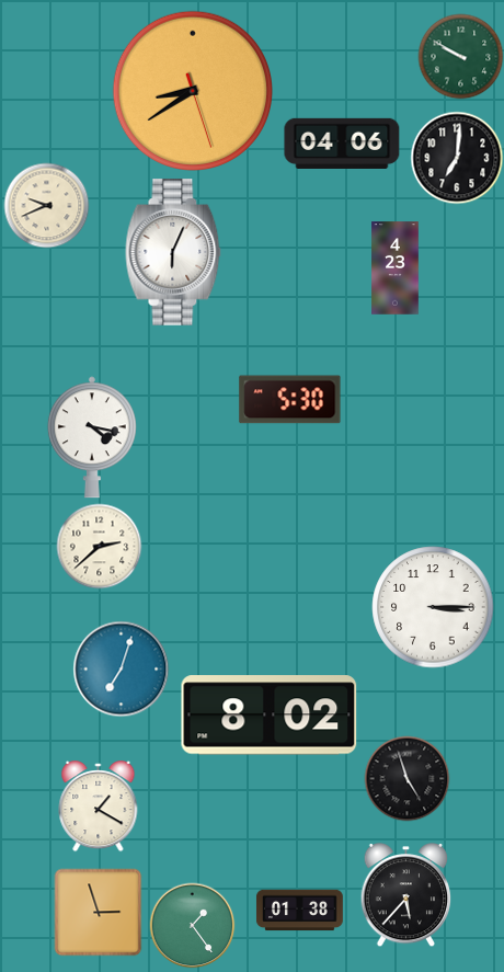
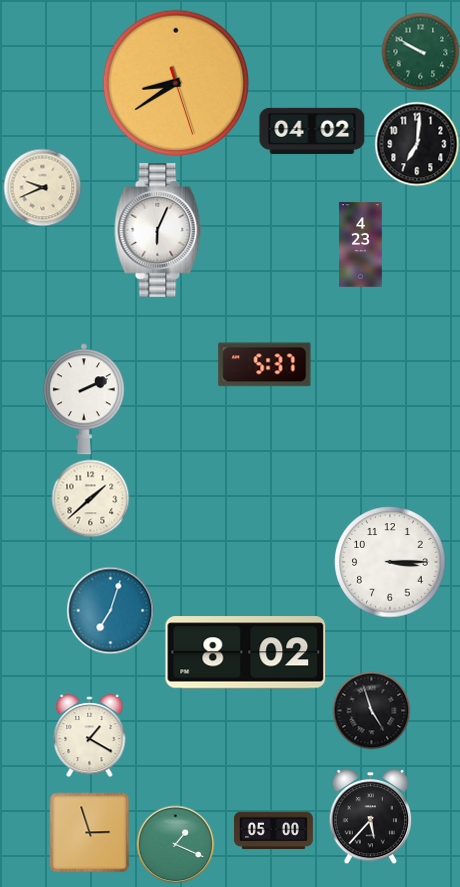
clock at (342, 144): 04:06 -> 04:02
clock at (290, 400): 5:30 -> 5:37
clock at (92, 437): 4:17 -> 2:11
clock at (99, 546): 2:38 -> 1:38
clock at (433, 607) position: (433, 607) -> (390, 562)
clock at (299, 911): 01:38 -> 05:00
clock at (192, 925): 1:24 -> 1:19
